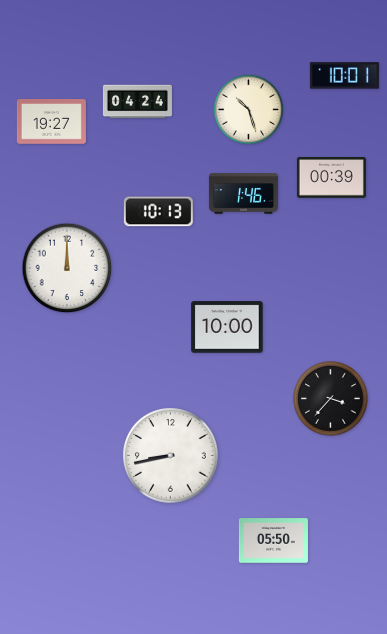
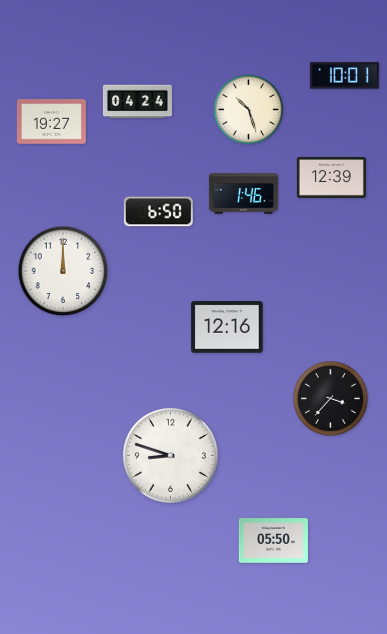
clock at (331, 178): 00:39 -> 12:39
clock at (158, 212): 10:13 -> 6:50
clock at (67, 268) position: (67, 268) -> (63, 271)
clock at (227, 327): 10:00 -> 12:16
clock at (171, 456): 8:43 -> 8:48
